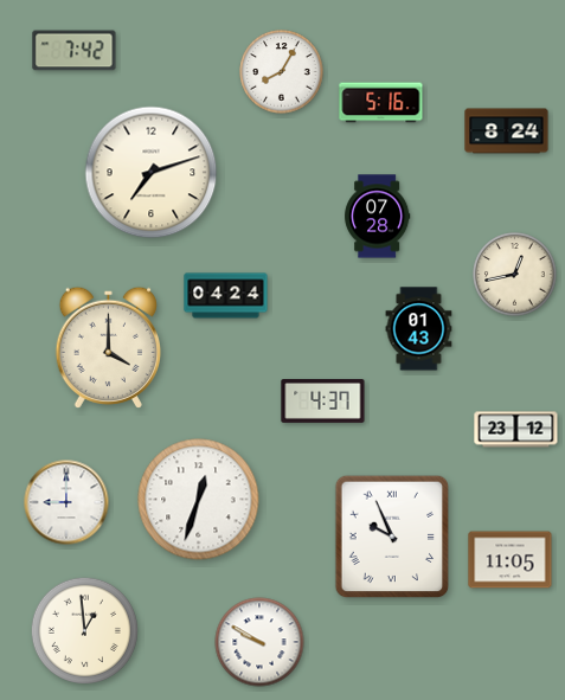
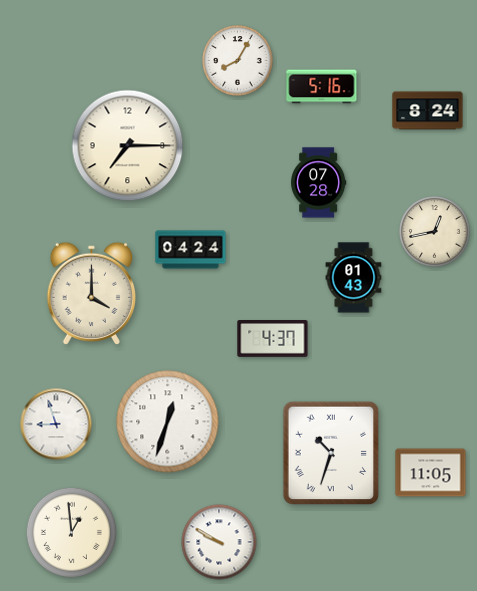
clock at (75, 51): 7:42 -> none
clock at (152, 173): 7:12 -> 7:15
clock at (516, 430): 23:12 -> none
clock at (66, 502): 9:00 -> 8:57
clock at (392, 537): 9:56 -> 10:33
